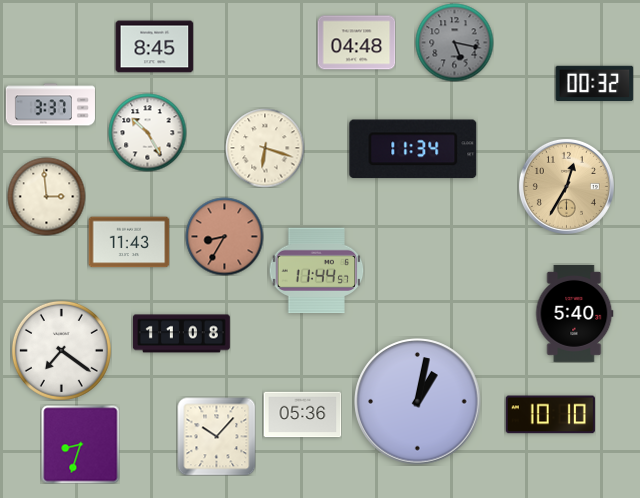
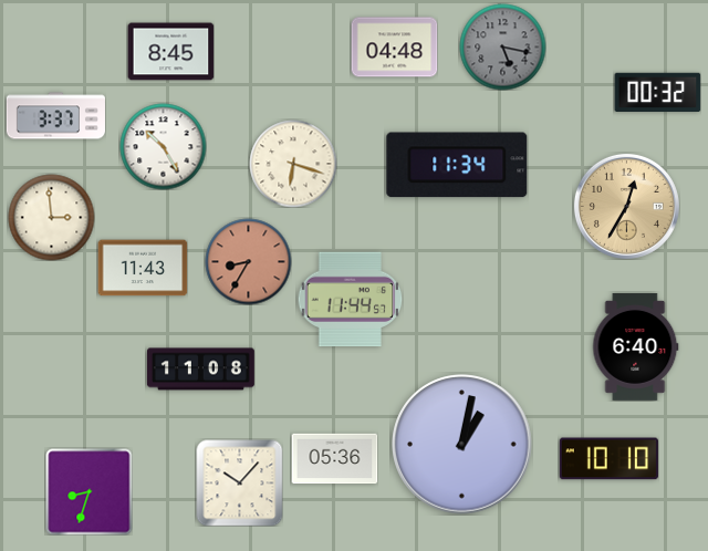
clock at (575, 313): 5:40 -> 6:40
clock at (61, 350): 7:21 -> none
